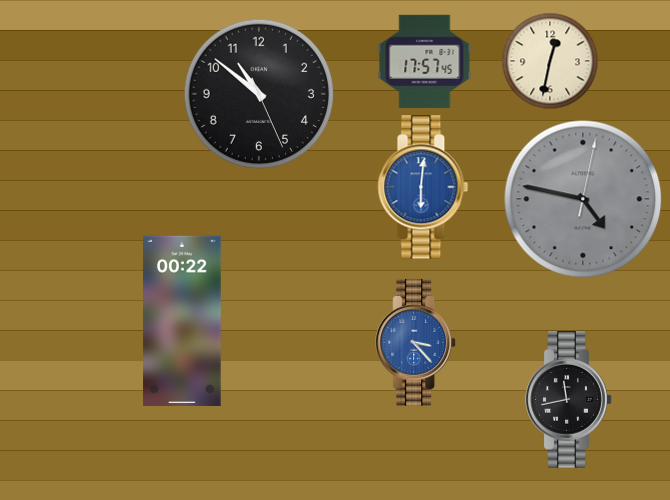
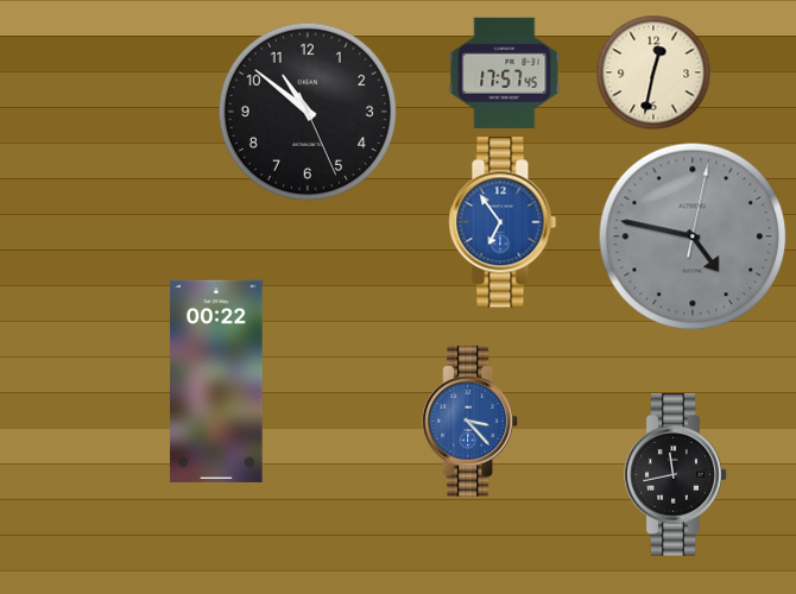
clock at (423, 187): 6:01 -> 6:54
clock at (416, 342) position: (416, 342) -> (470, 421)
